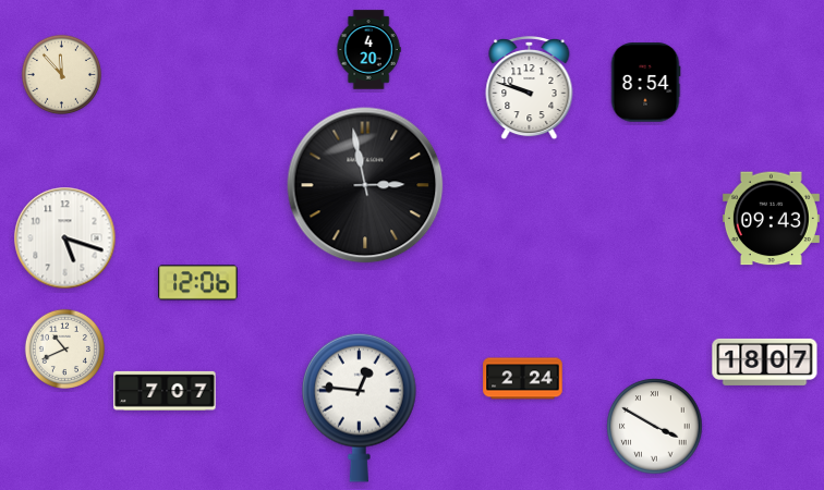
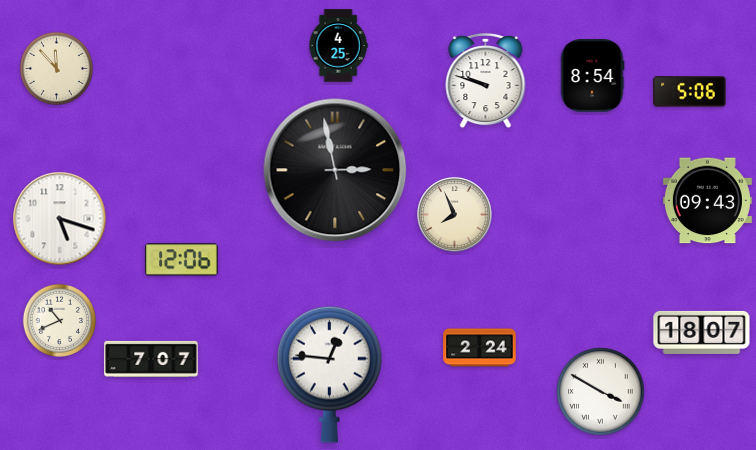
clock at (368, 50): 4:20 -> 4:25
clock at (690, 92): none -> 5:06
clock at (455, 215): none -> 7:56
